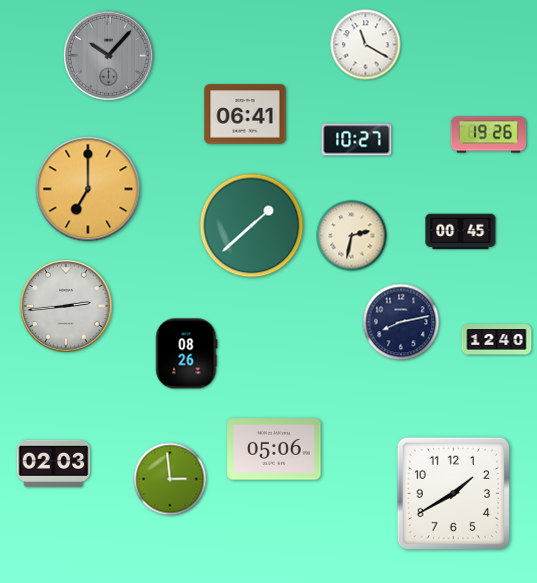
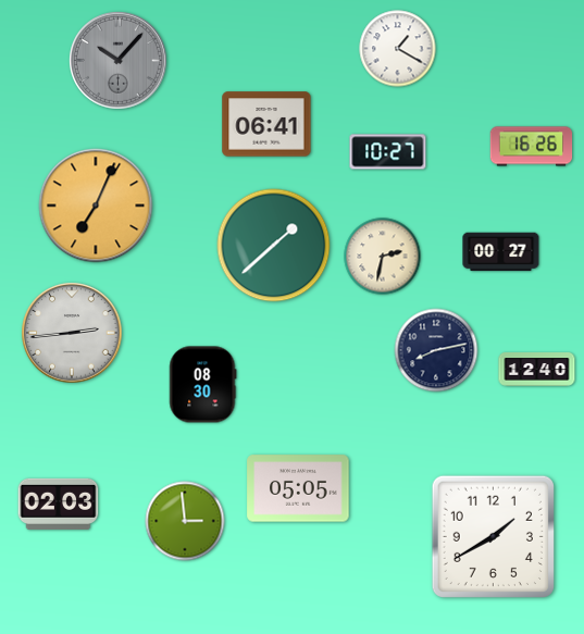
clock at (366, 45): 11:20 -> 1:20
clock at (489, 135): 19:26 -> 16:26
clock at (88, 189): 7:00 -> 7:04
clock at (461, 232): 00:45 -> 00:27
clock at (497, 340) position: (497, 340) -> (537, 370)
clock at (187, 354): 08:26 -> 08:30
clock at (274, 449): 05:06 -> 05:05
